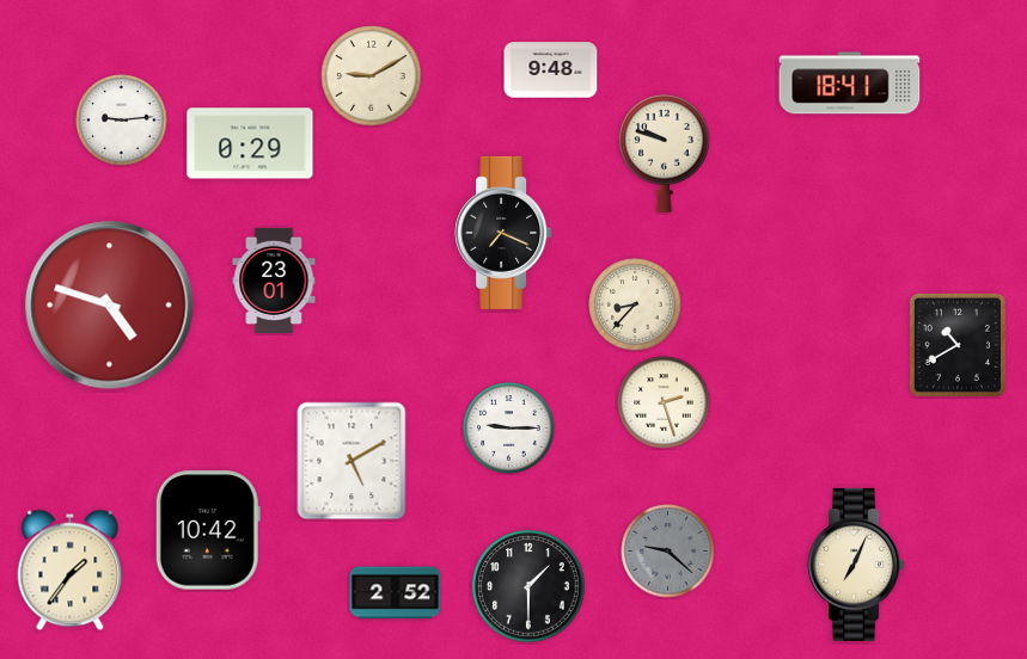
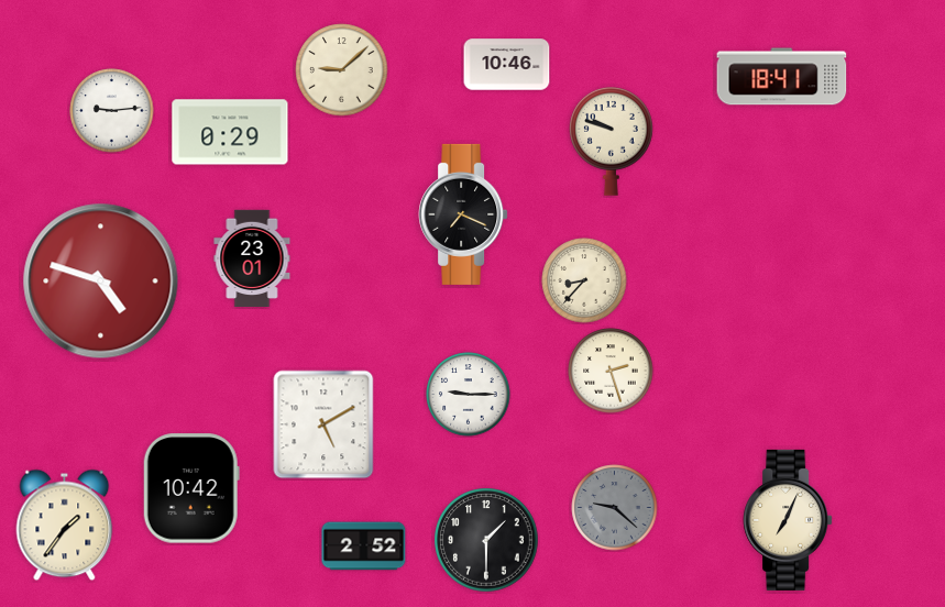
clock at (551, 70): 9:48 -> 10:46
clock at (372, 76): 9:10 -> 9:08
clock at (958, 345): 10:40 -> none
